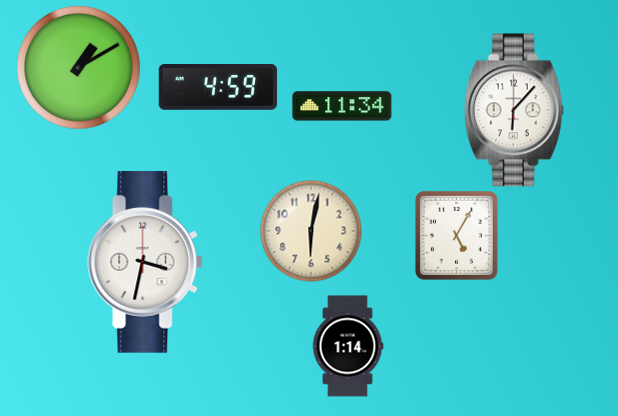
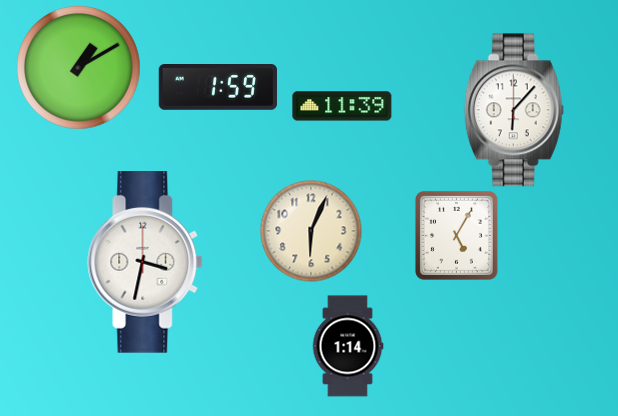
clock at (218, 88): 4:59 -> 1:59
clock at (342, 106): 11:34 -> 11:39
clock at (311, 231): 6:02 -> 6:04
